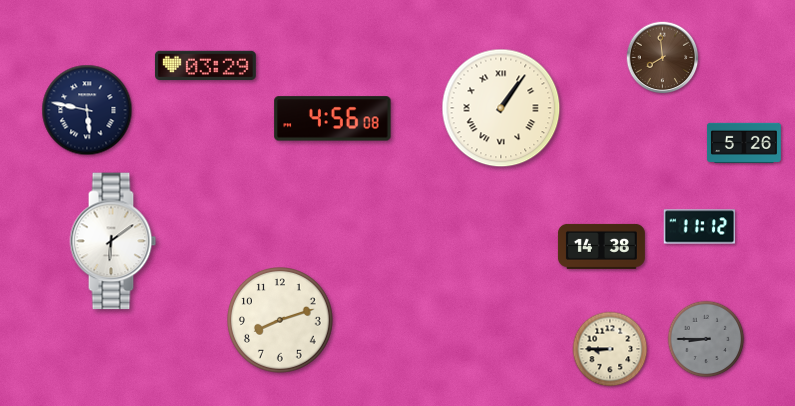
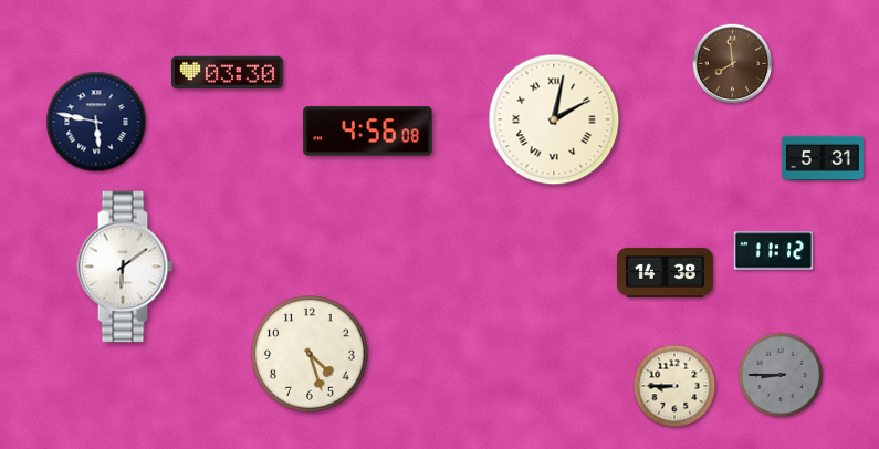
clock at (205, 66): 03:29 -> 03:30
clock at (501, 108): 1:06 -> 2:02
clock at (744, 143): 5:26 -> 5:31
clock at (281, 321): 8:12 -> 4:27
